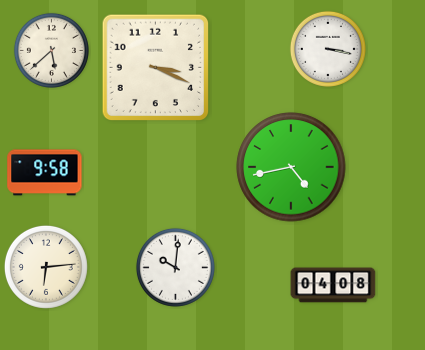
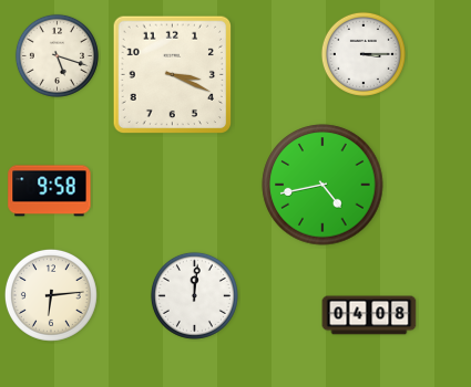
clock at (328, 49): 3:17 -> 3:15
clock at (51, 50): 5:38 -> 5:18
clock at (175, 267): 10:01 -> 12:01
